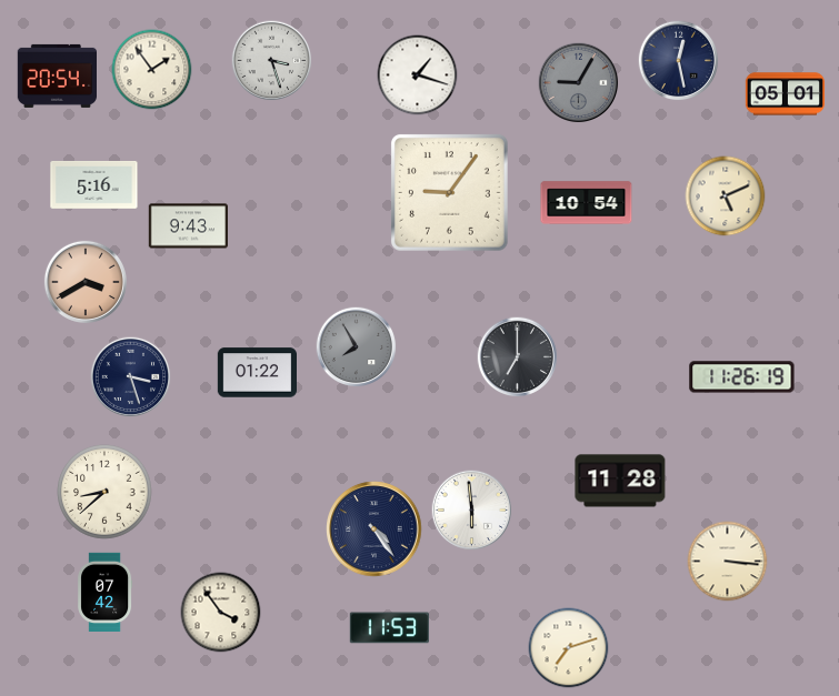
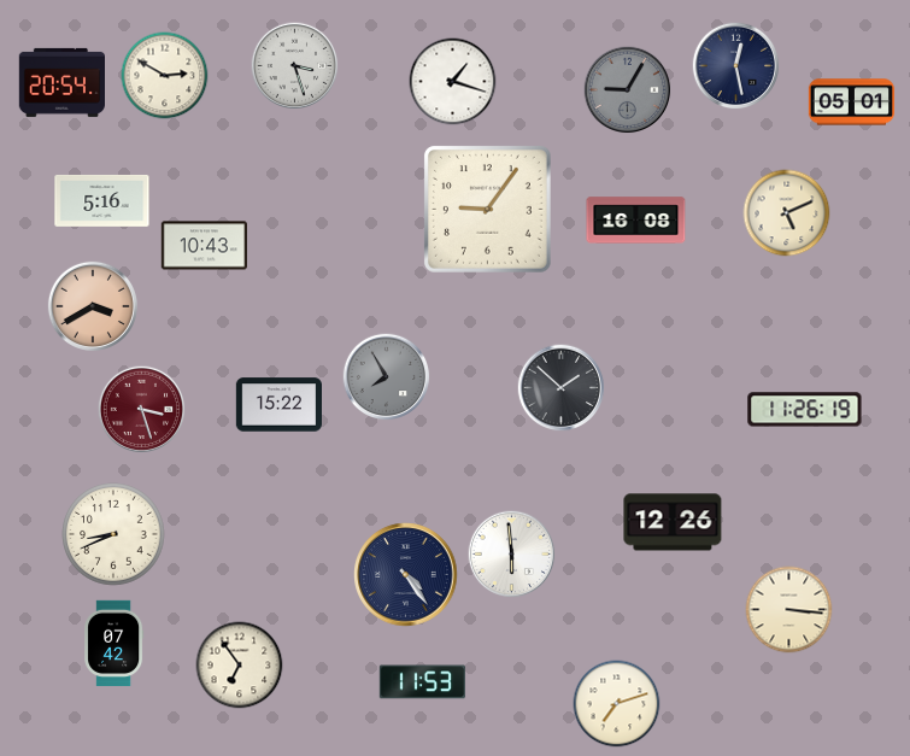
clock at (152, 70): 1:54 -> 2:50
clock at (587, 203): 10:54 -> 16:08
clock at (188, 226): 9:43 -> 10:43
clock at (518, 357): 7:00 -> 1:52
clock at (257, 373): 01:22 -> 15:22
clock at (131, 377) dial: navy -> burgundy
clock at (620, 481): 11:28 -> 12:26
clock at (104, 492): 8:38 -> 8:41
clock at (221, 613): 3:54 -> 6:54
